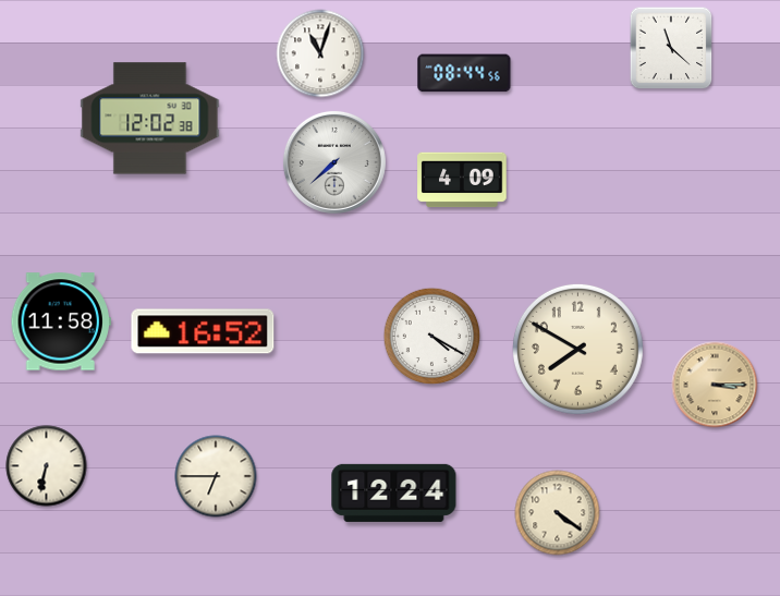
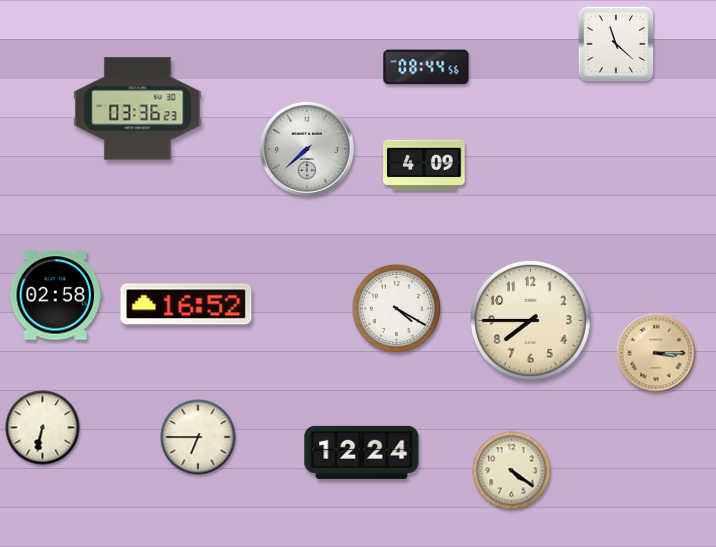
clock at (320, 53): 11:03 -> none
clock at (150, 119): 12:02 -> 03:36
clock at (61, 321): 11:58 -> 02:58
clock at (577, 349): 7:50 -> 7:45
